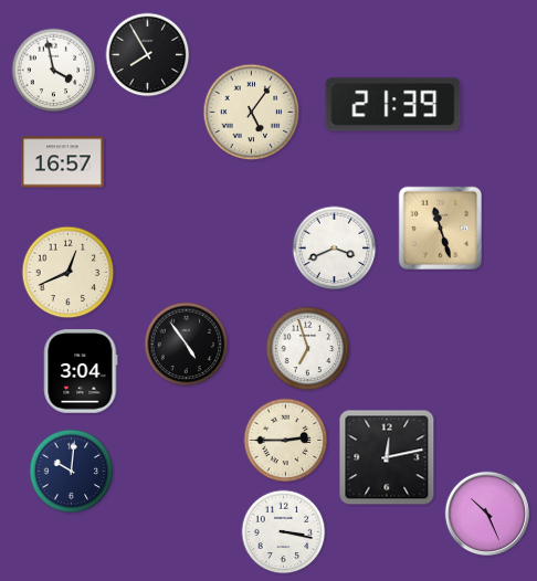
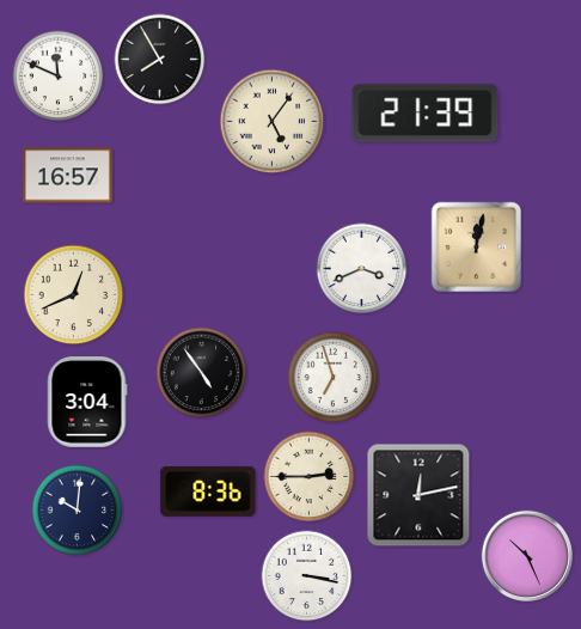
clock at (54, 71): 3:58 -> 11:49
clock at (441, 229): 11:27 -> 12:02
clock at (208, 491): none -> 8:36
